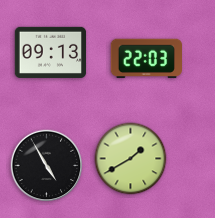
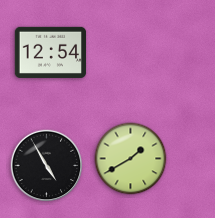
clock at (51, 52): 09:13 -> 12:54
clock at (146, 59): 22:03 -> none
